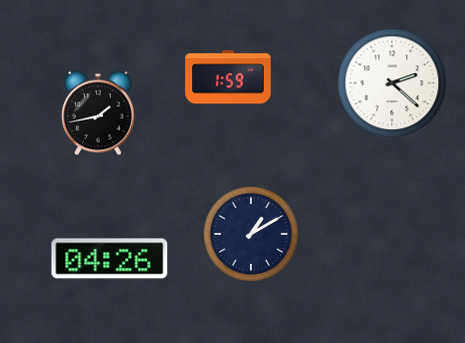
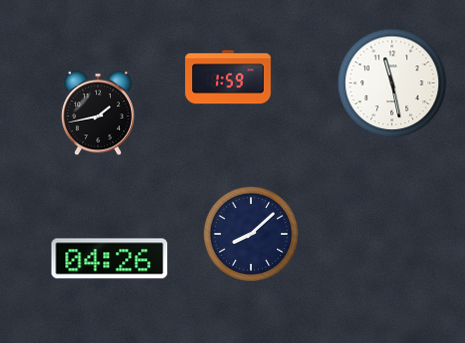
clock at (392, 83): 2:22 -> 11:28
clock at (251, 234): 1:10 -> 8:08
